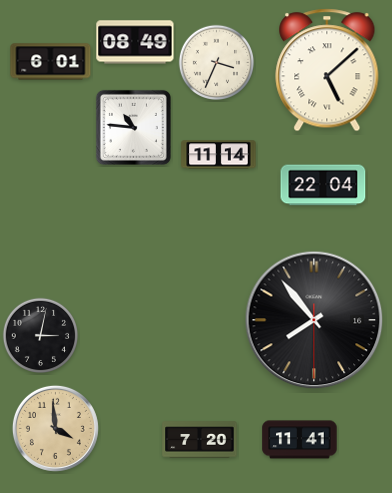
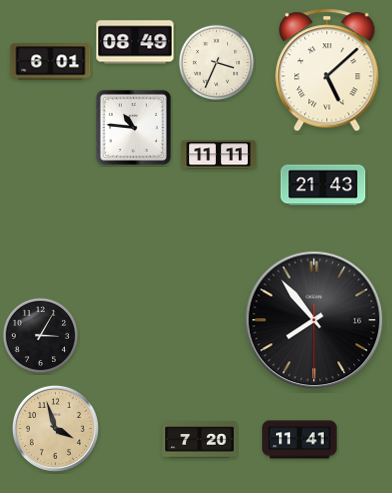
clock at (219, 155): 11:14 -> 11:11
clock at (323, 185): 22:04 -> 21:43
clock at (40, 335): 3:02 -> 3:05
clock at (55, 428): 3:59 -> 3:57
